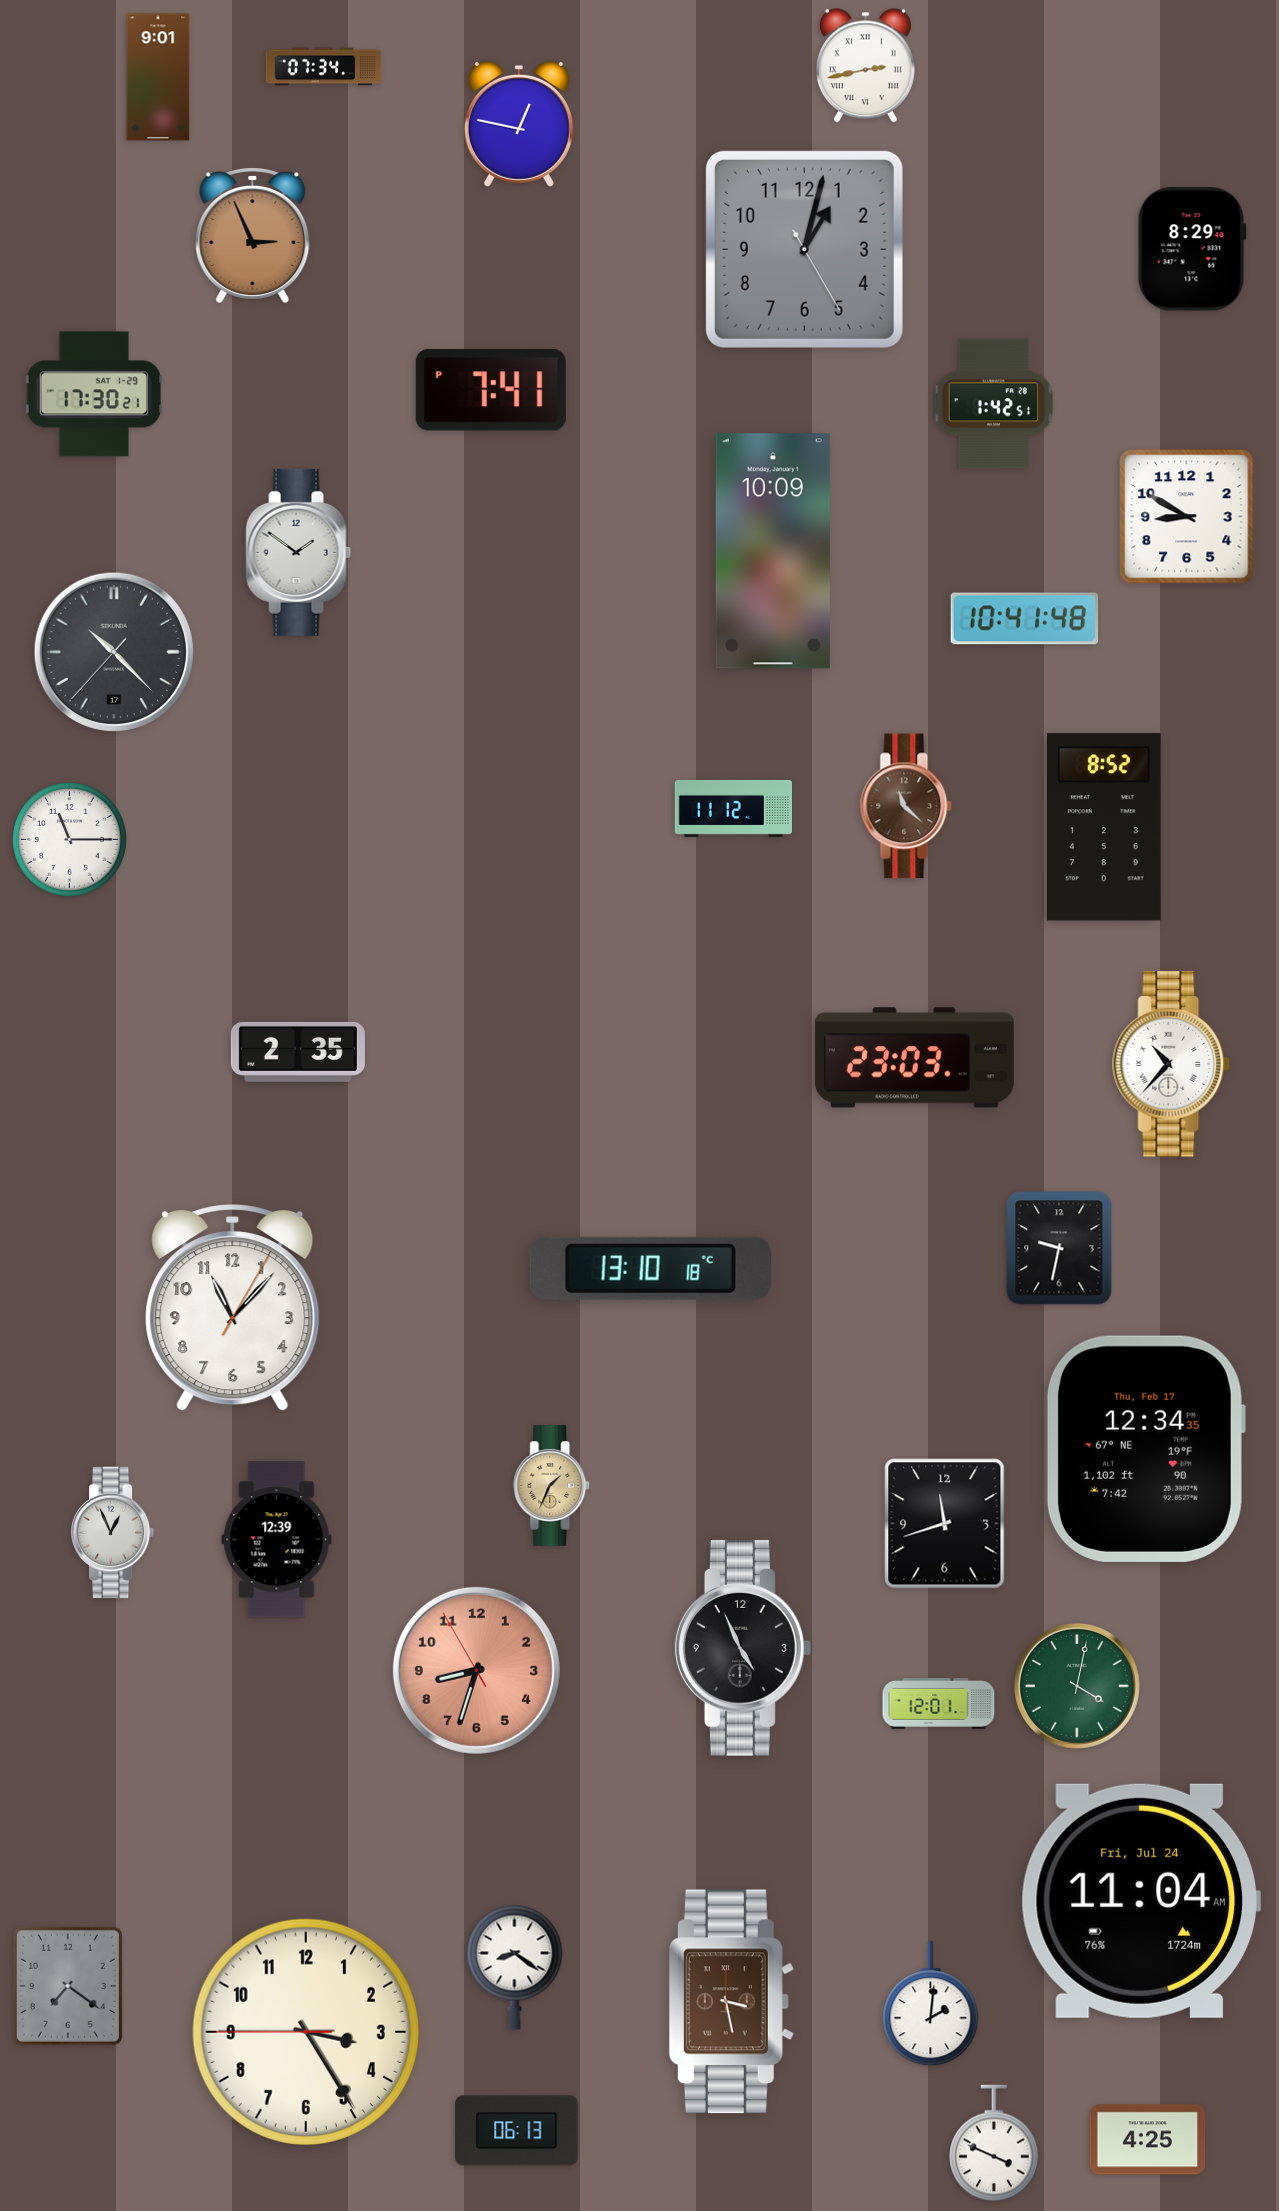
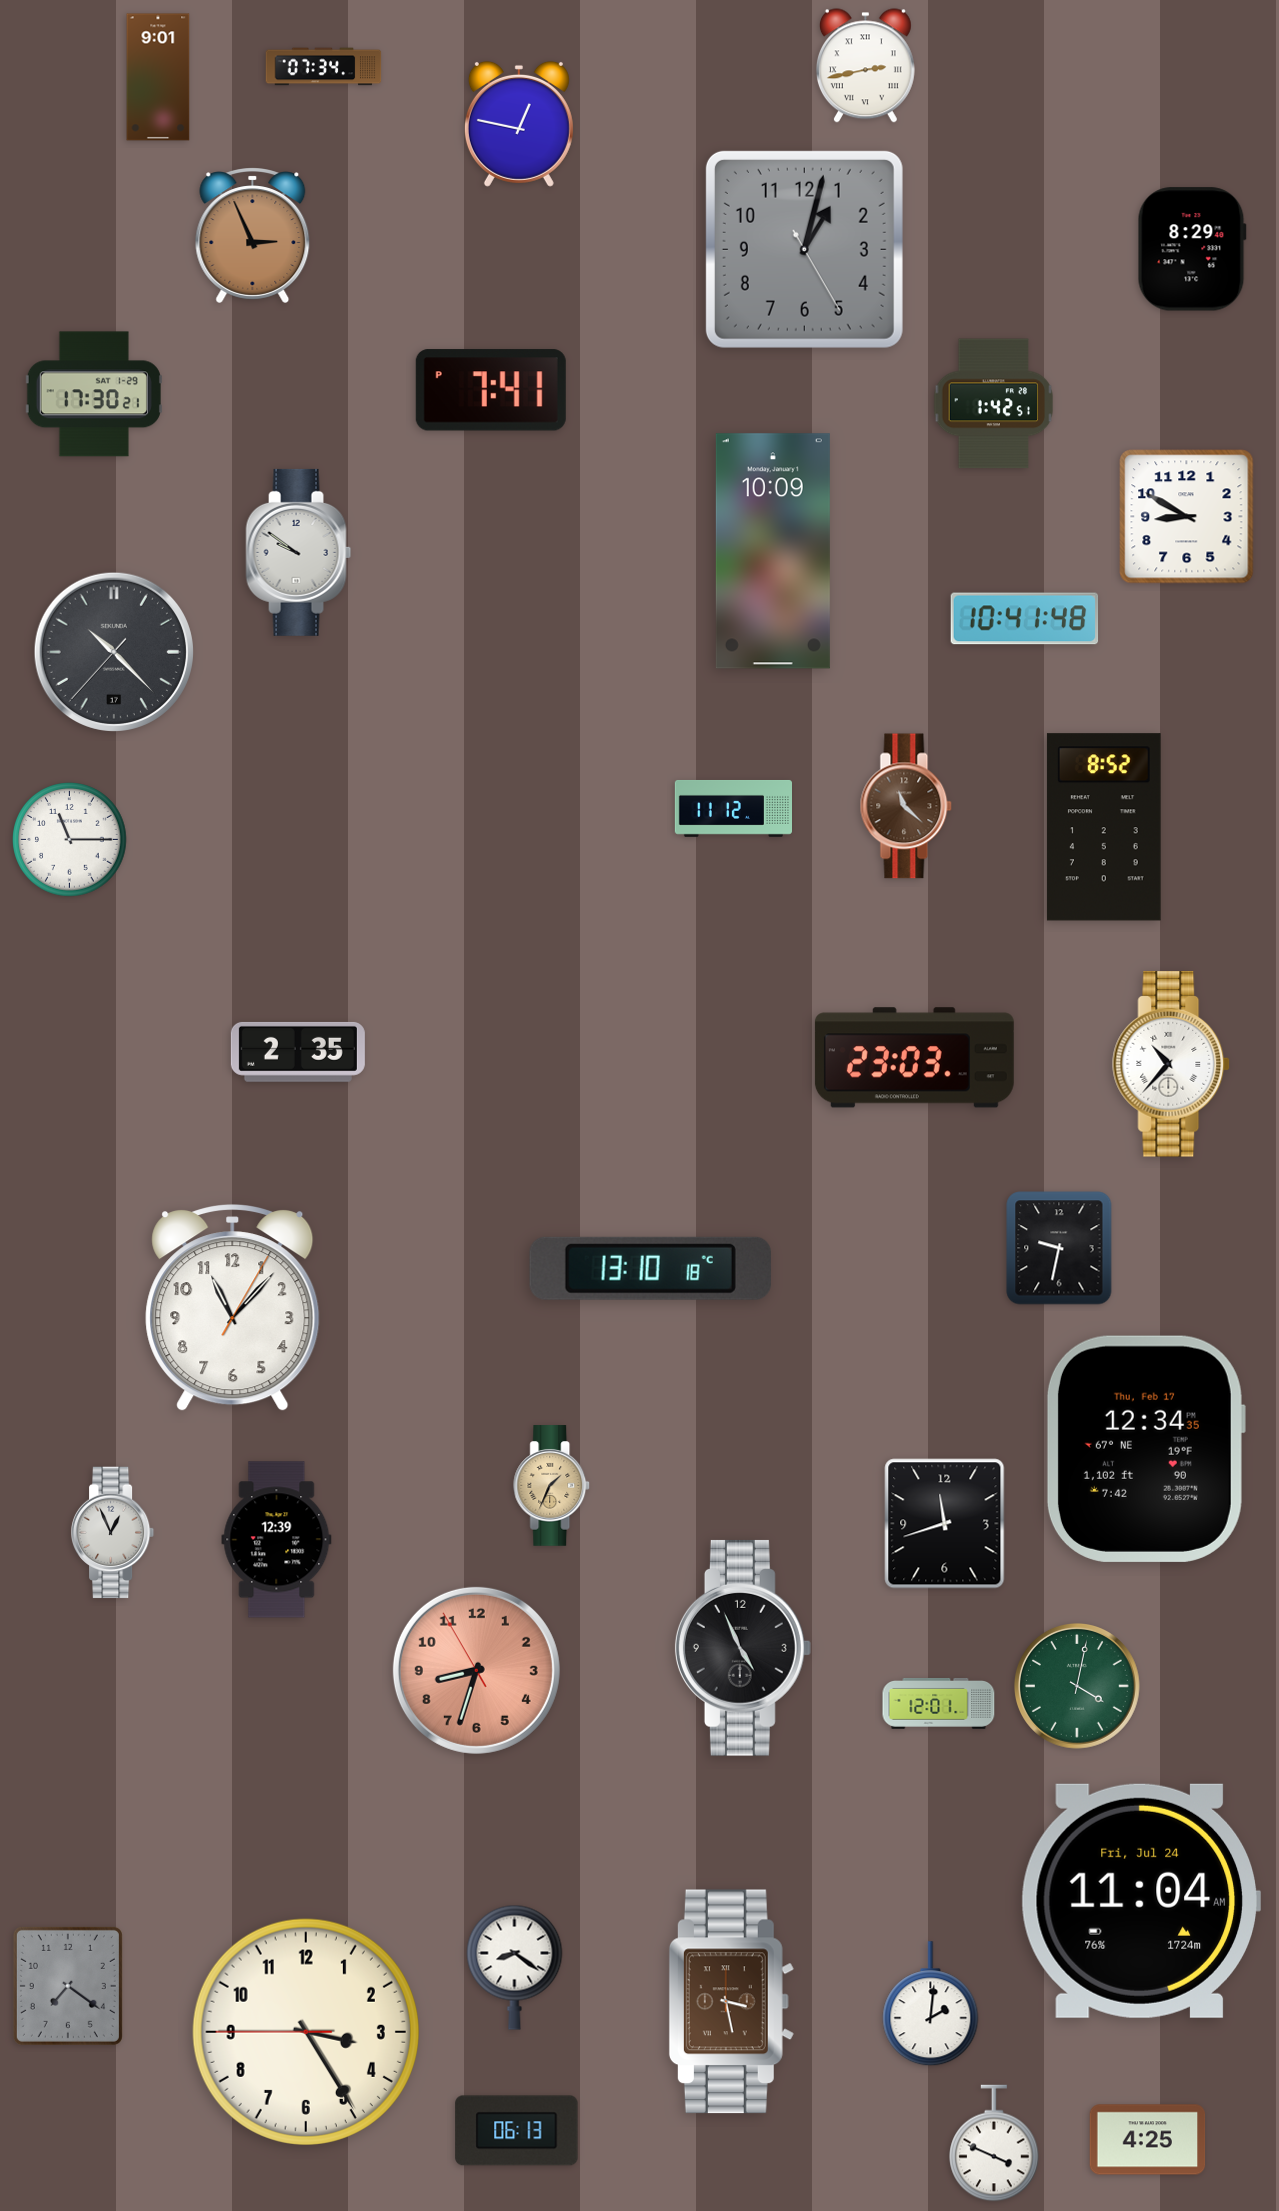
clock at (299, 552): 1:51 -> 9:51
